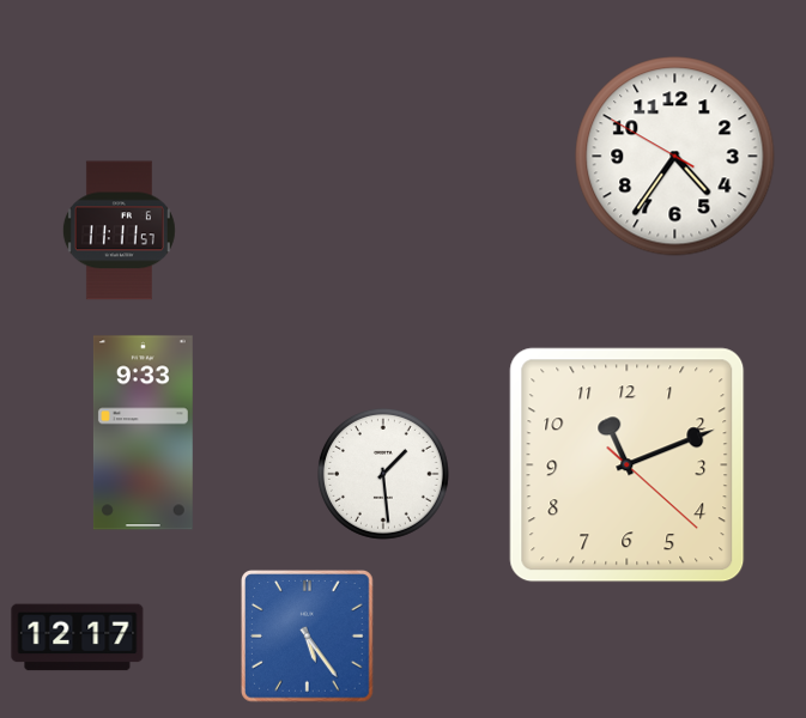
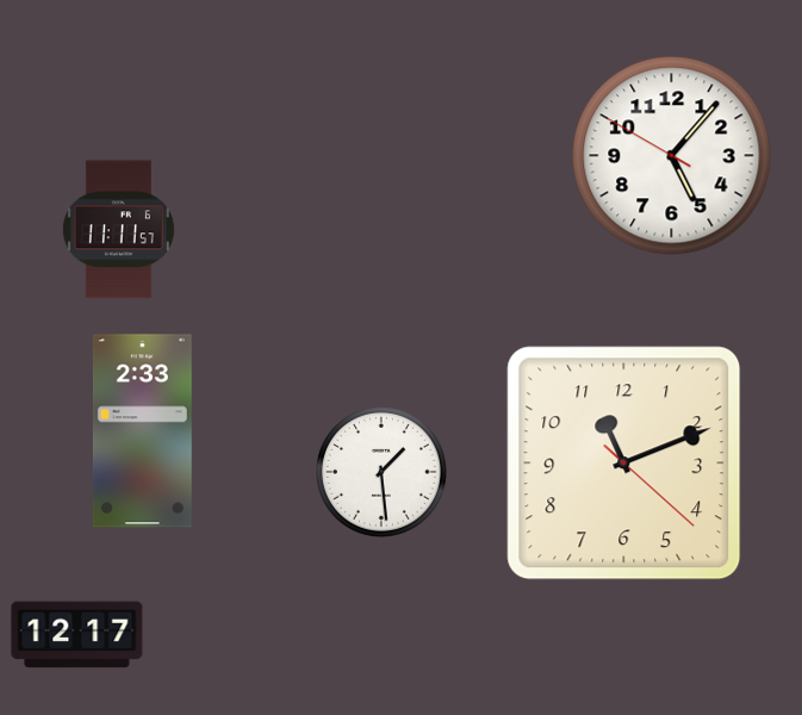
clock at (675, 157): 4:35 -> 5:06
clock at (143, 433): 9:33 -> 2:33
clock at (308, 637): 5:24 -> none
